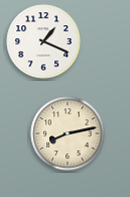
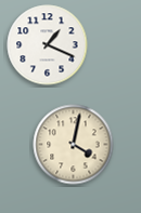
clock at (68, 134): 8:13 -> 4:02
